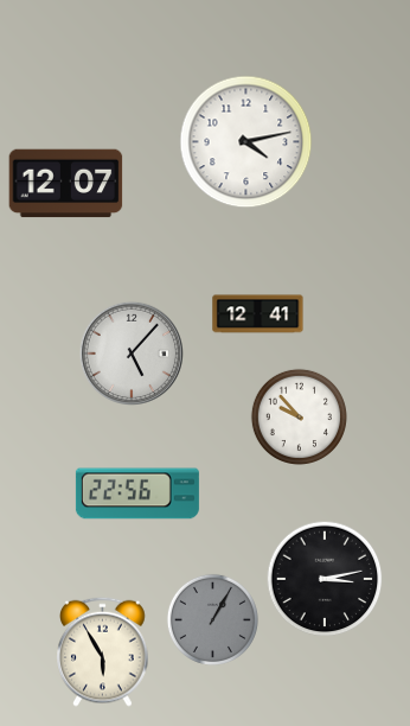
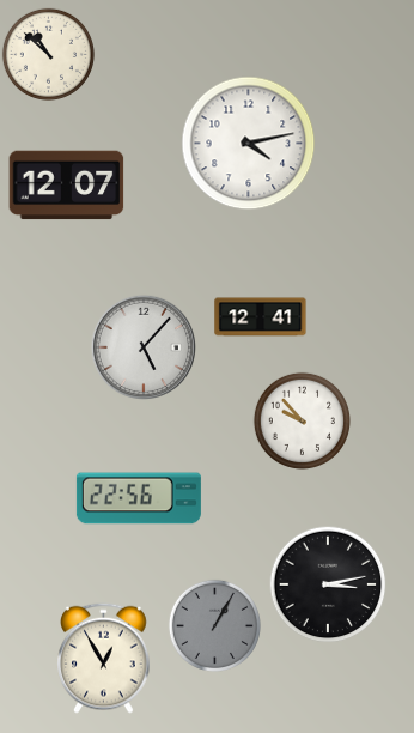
clock at (48, 54): none -> 10:52
clock at (130, 352) position: (130, 352) -> (142, 346)
clock at (103, 651): 5:55 -> 12:55
